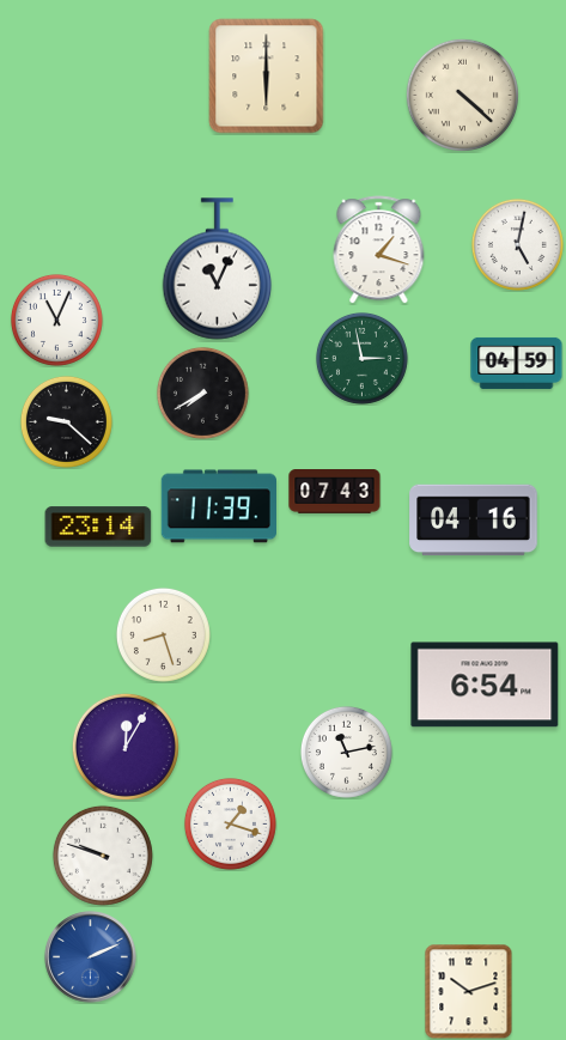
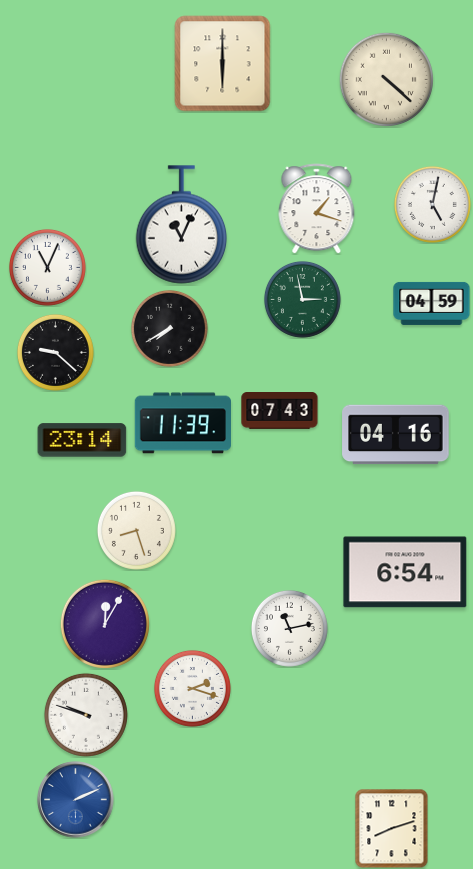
clock at (230, 823): 1:18 -> 2:18
clock at (469, 992): 10:12 -> 8:12
